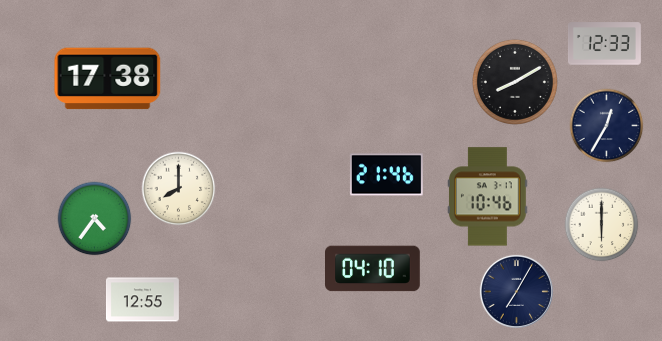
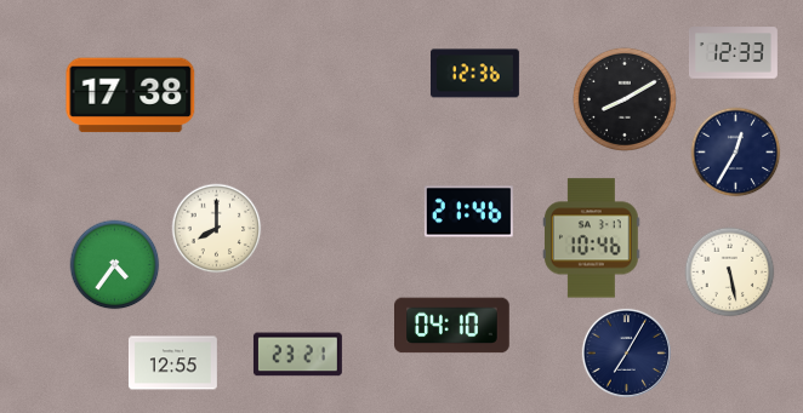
clock at (474, 74): none -> 12:36
clock at (602, 225): 6:00 -> 5:28
clock at (297, 355): none -> 23:21
